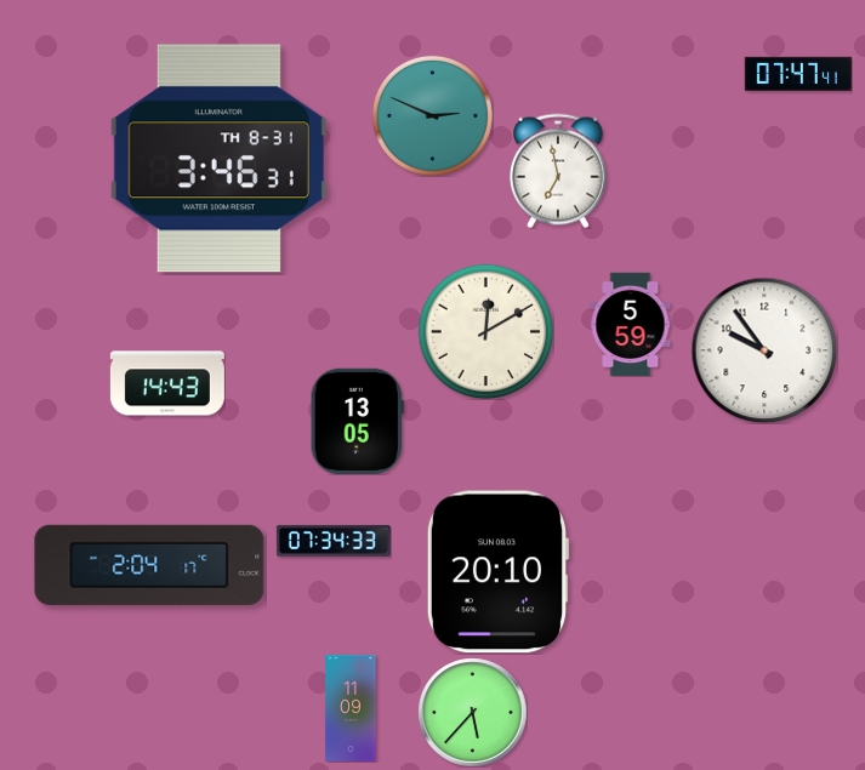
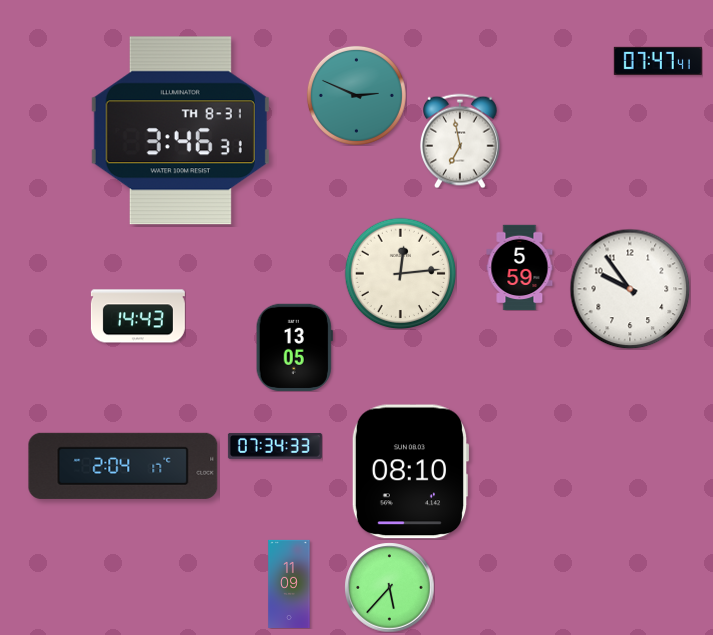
clock at (485, 331): 12:10 -> 12:14
clock at (497, 572): 20:10 -> 08:10
